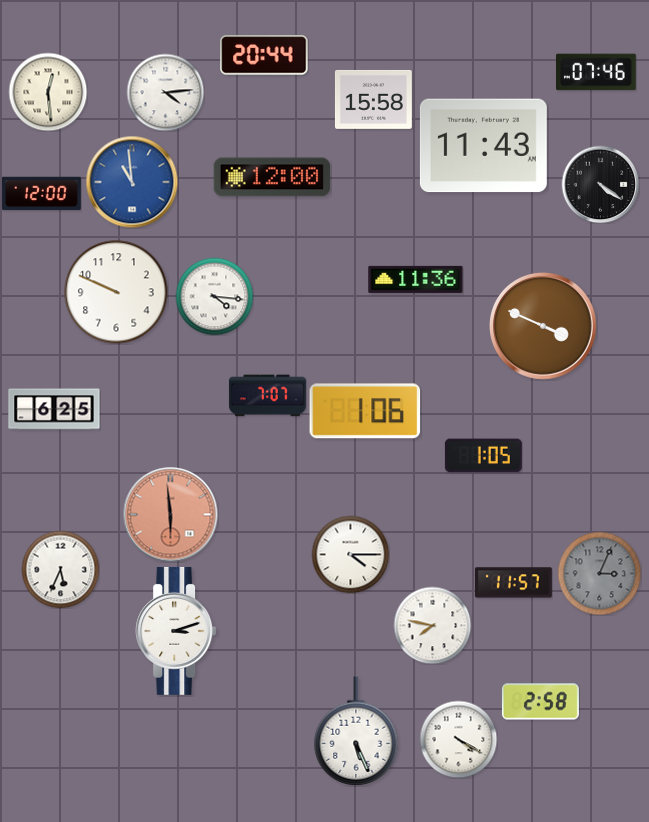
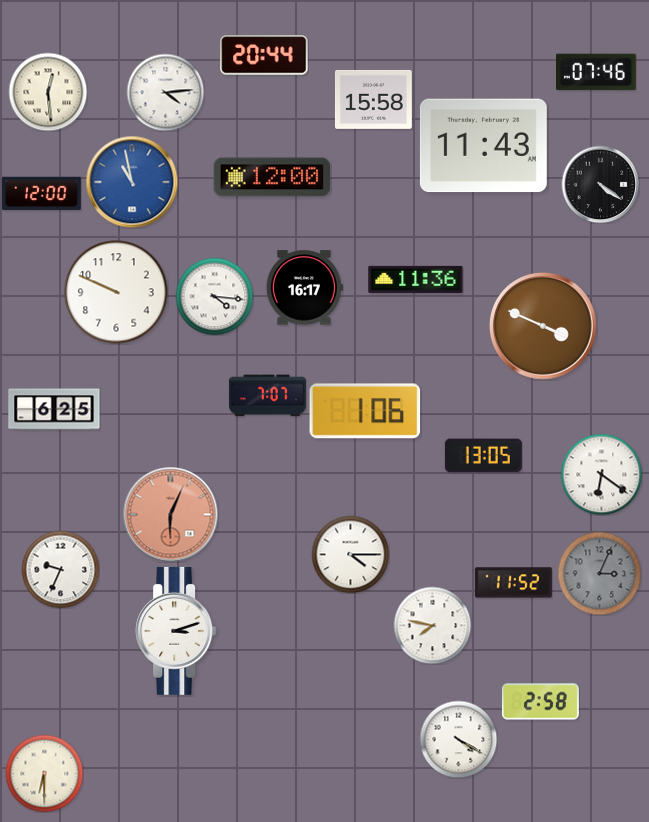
clock at (132, 182): 10:59 -> 10:58
clock at (304, 288): none -> 16:17
clock at (483, 456): 1:05 -> 13:05
clock at (601, 474): none -> 6:21
clock at (170, 514): 5:59 -> 6:04
clock at (60, 569): 5:34 -> 9:34
clock at (513, 583): 11:57 -> 11:52
clock at (356, 731): 5:26 -> none
clock at (44, 773): none -> 6:30
